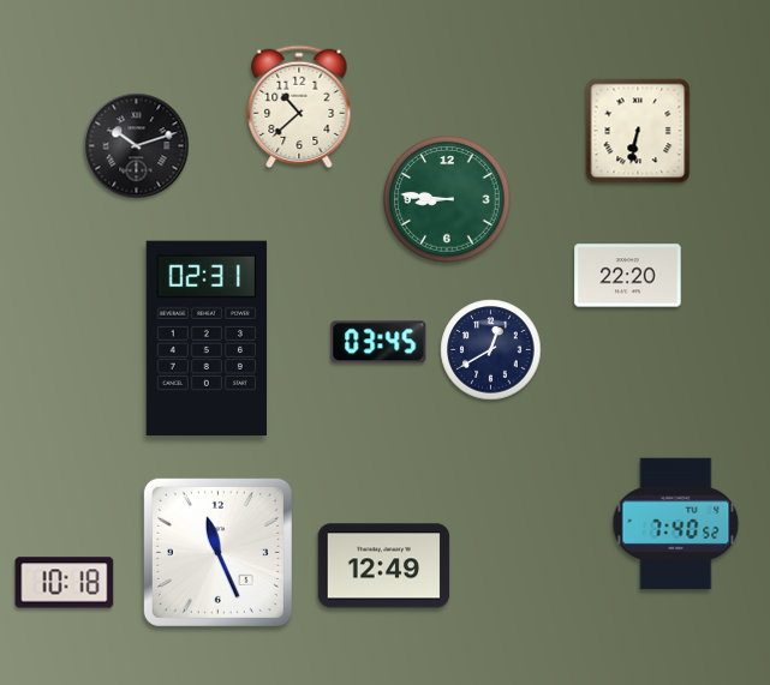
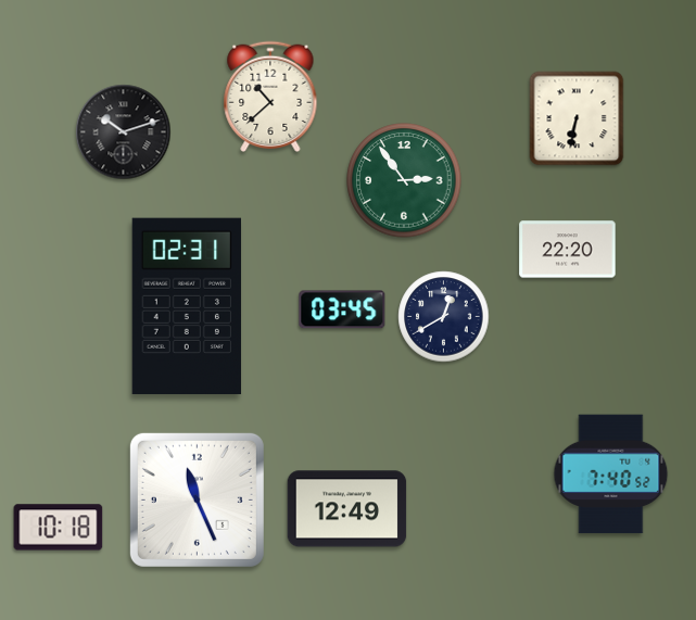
clock at (447, 199): 8:46 -> 2:54
clock at (384, 566) position: (384, 566) -> (347, 509)
